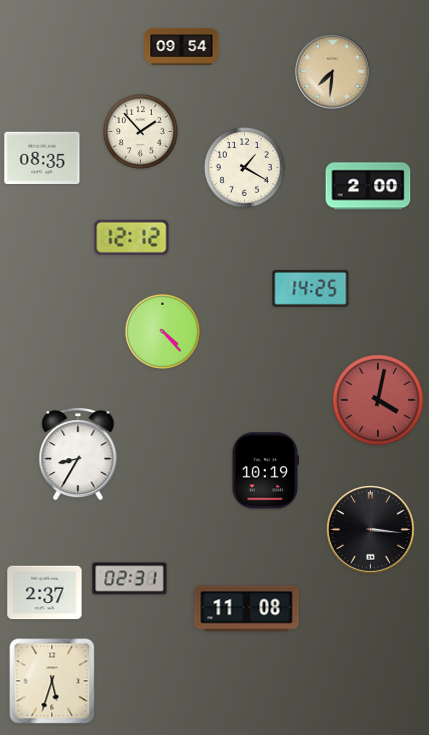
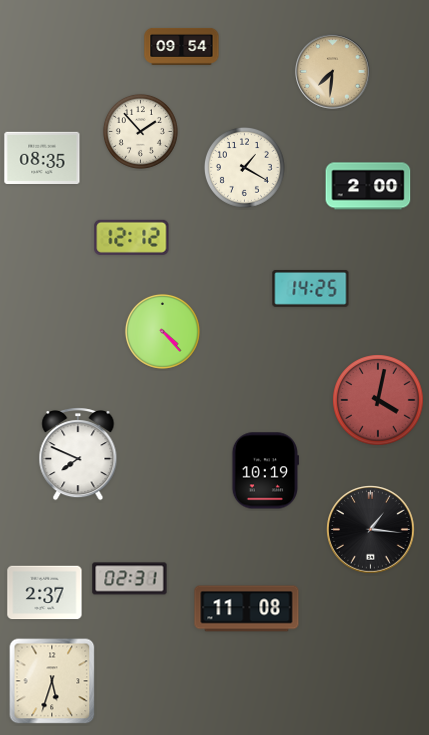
clock at (78, 454): 8:35 -> 7:49
clock at (371, 530): 3:16 -> 1:16
